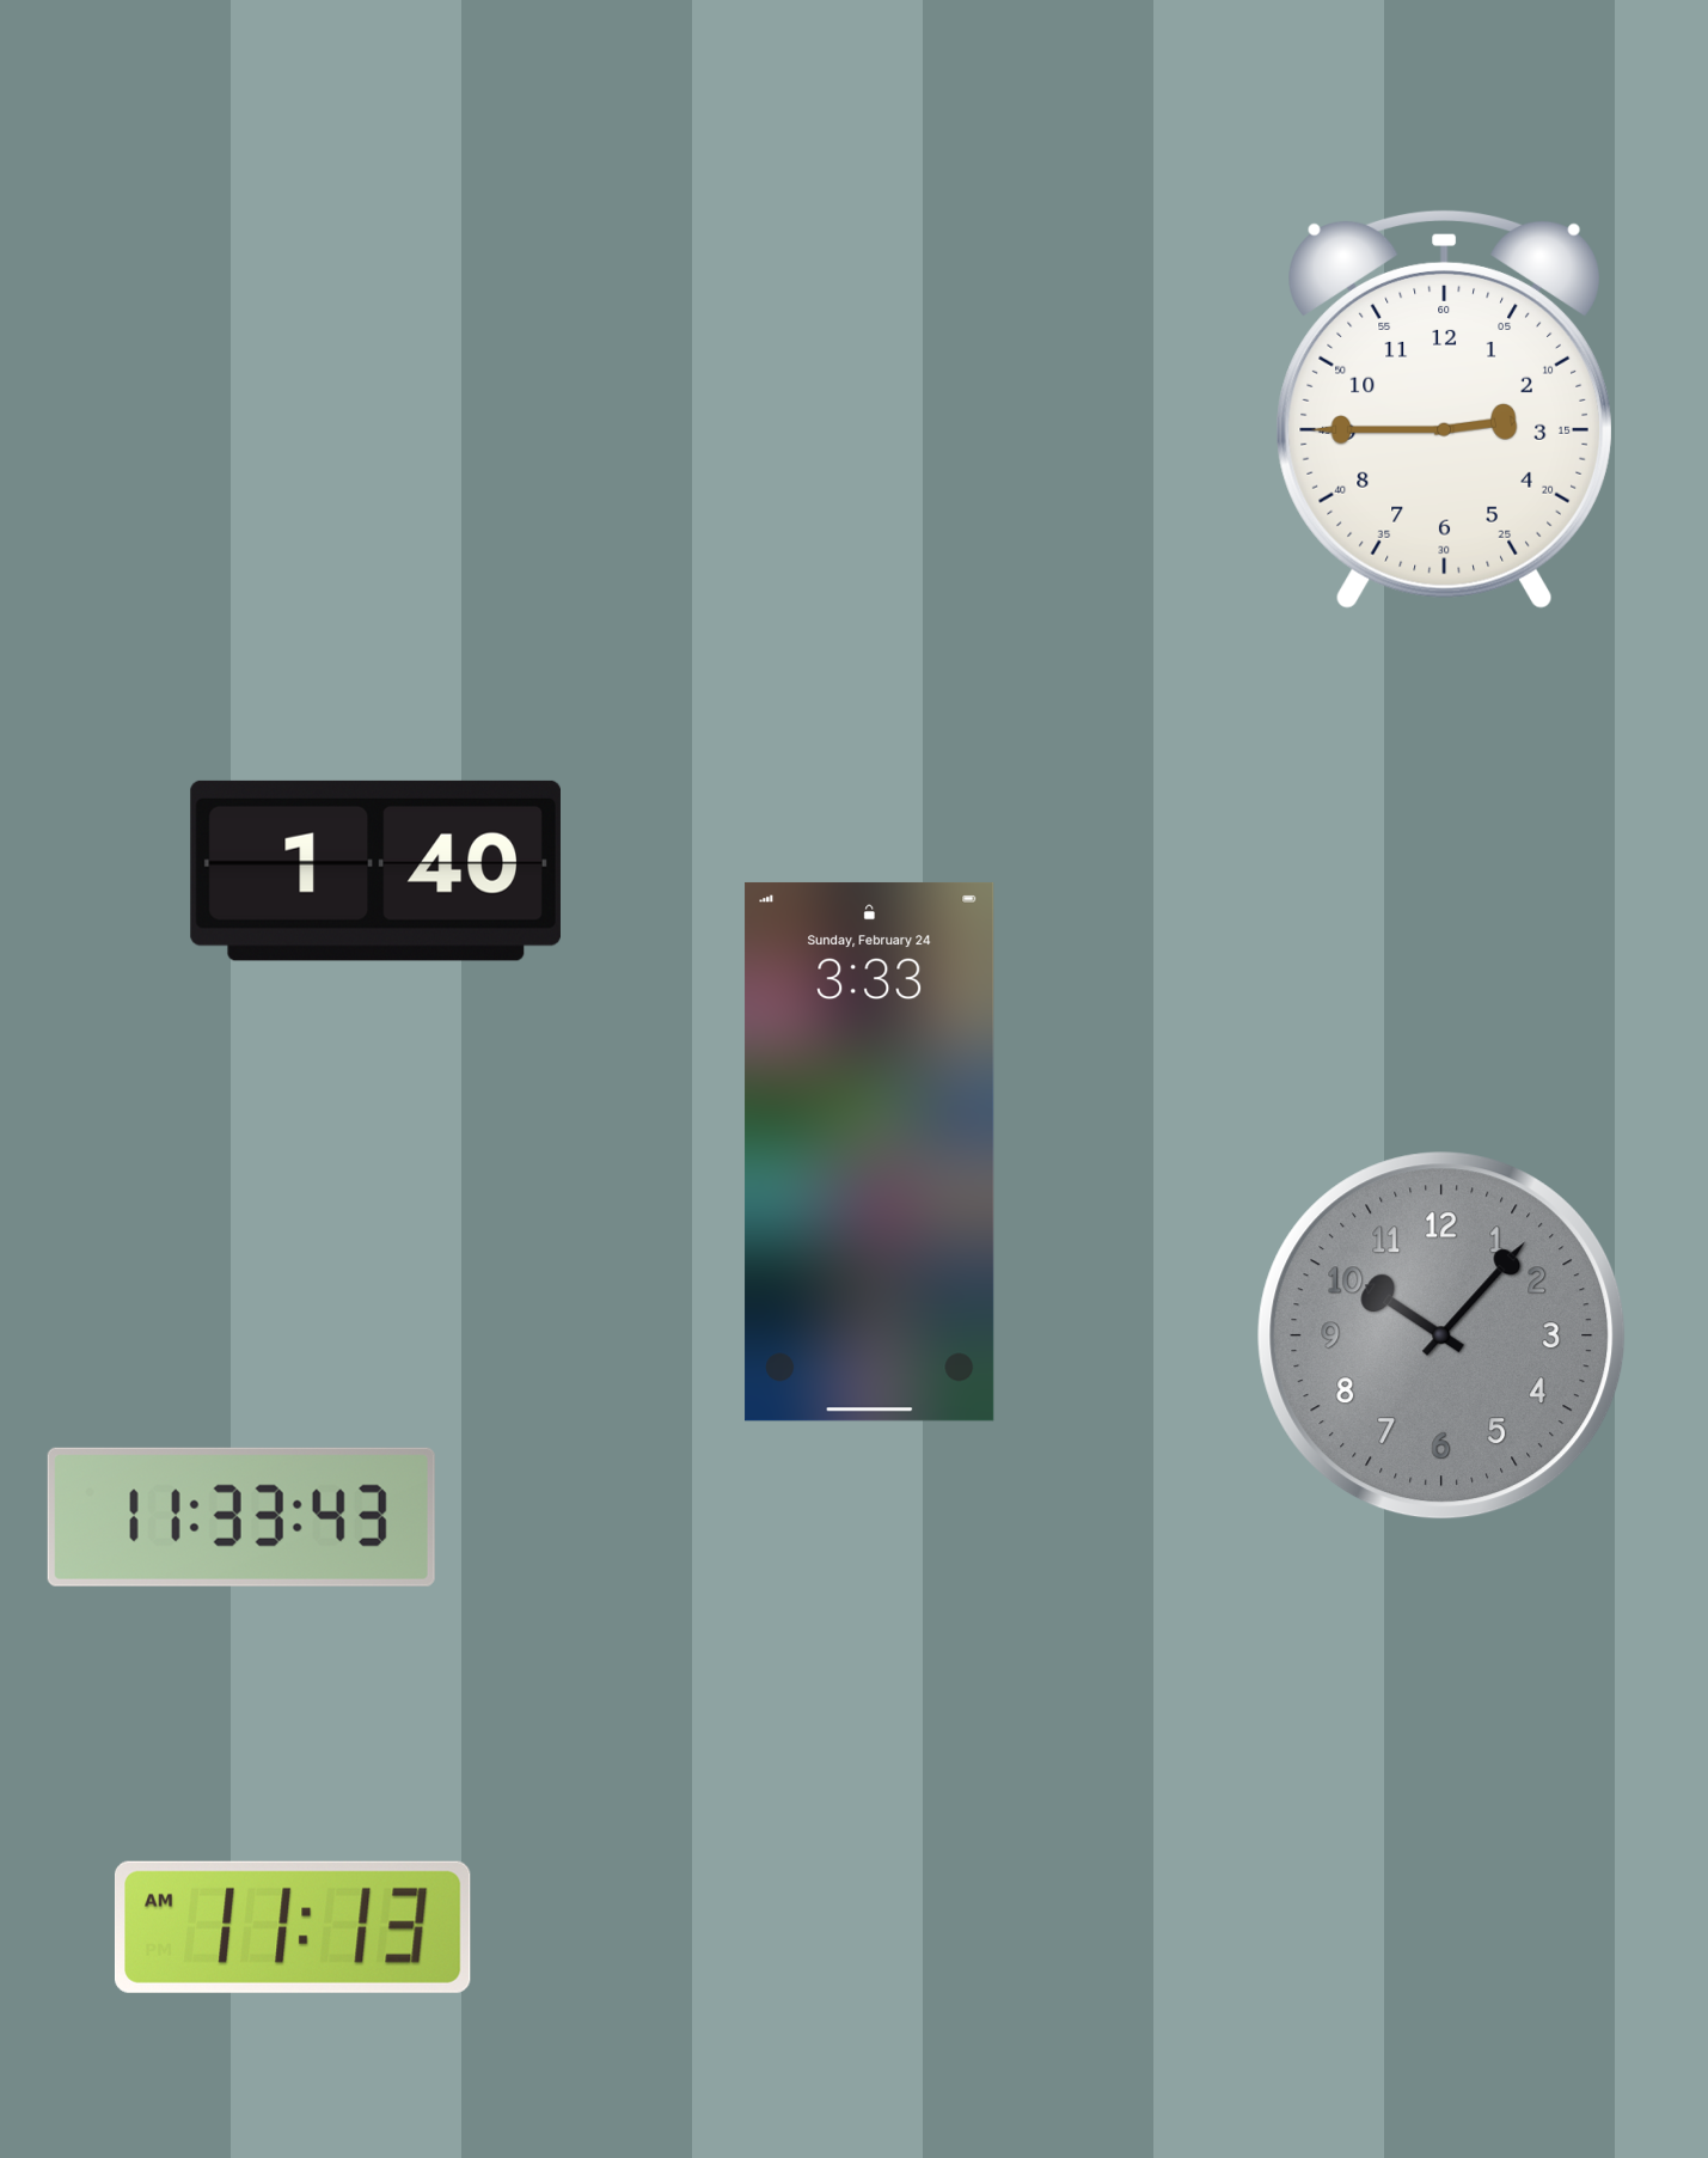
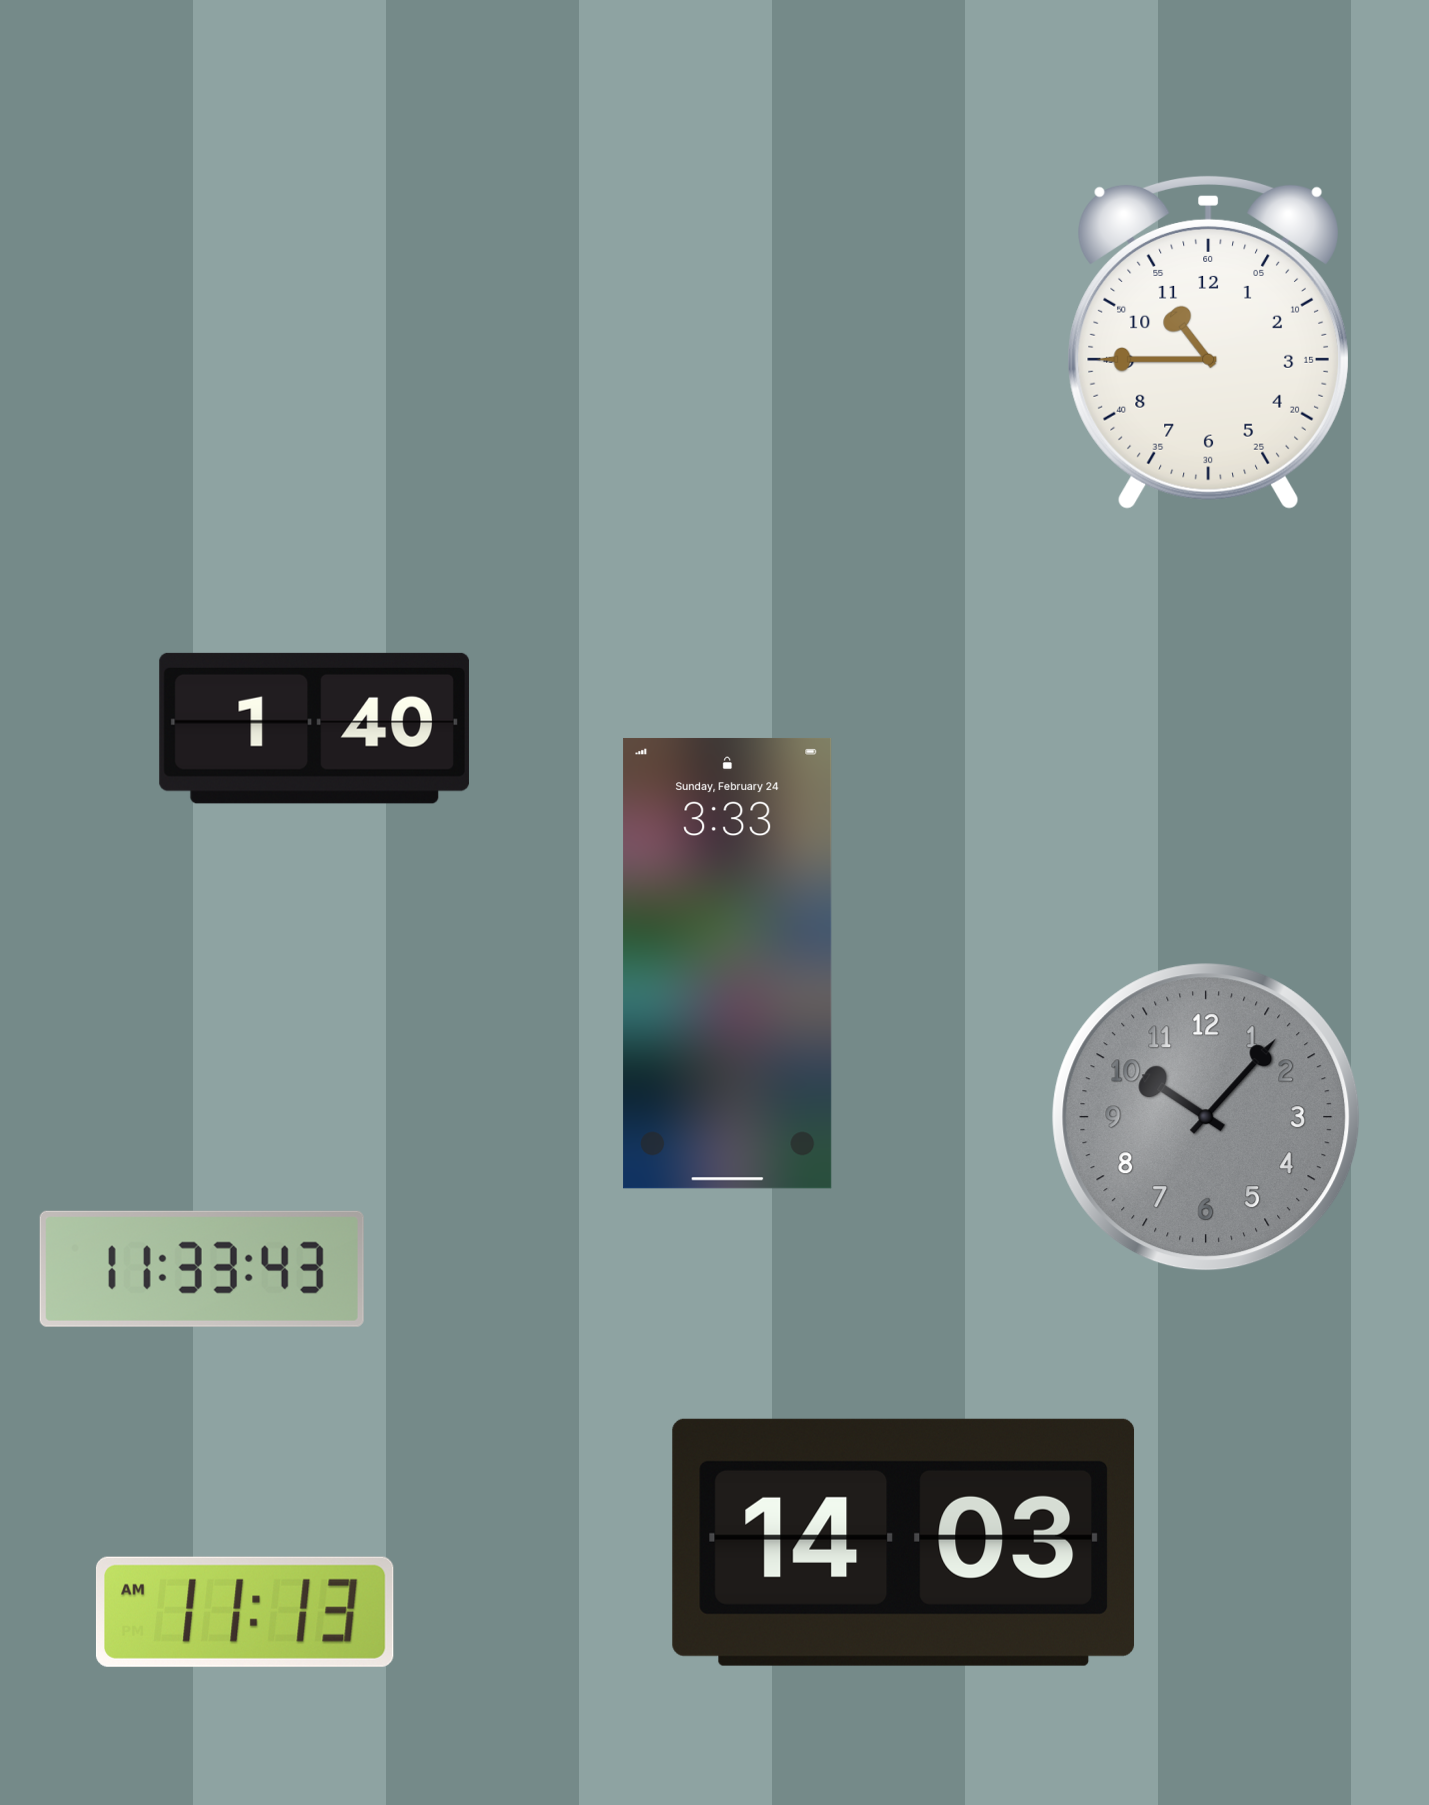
clock at (1444, 410): 2:45 -> 10:45
clock at (904, 1542): none -> 14:03
